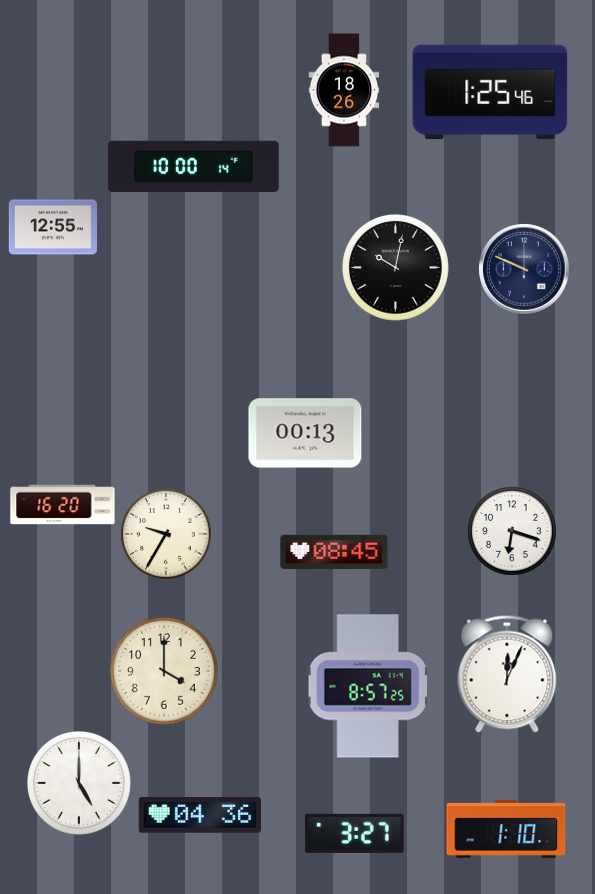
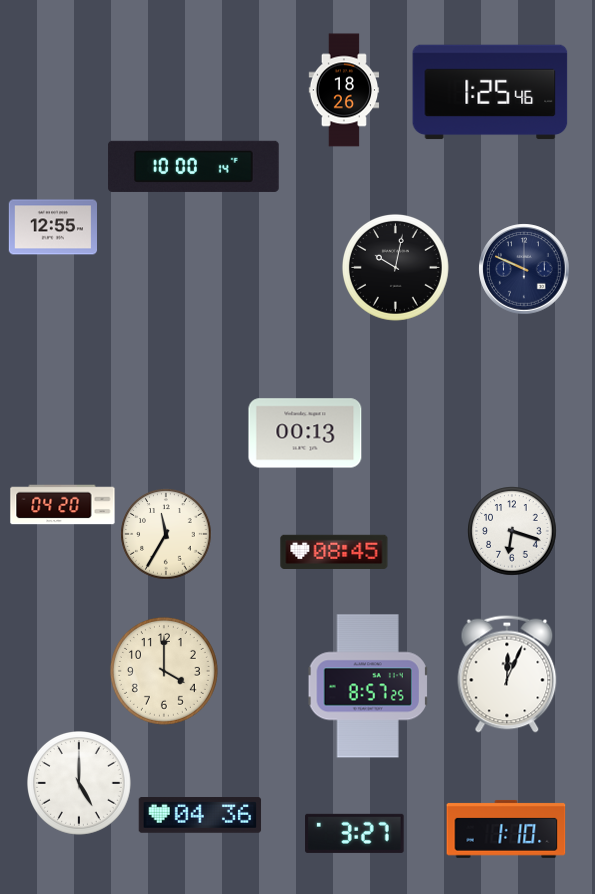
clock at (63, 505): 16:20 -> 04:20
clock at (166, 534): 9:35 -> 11:35
